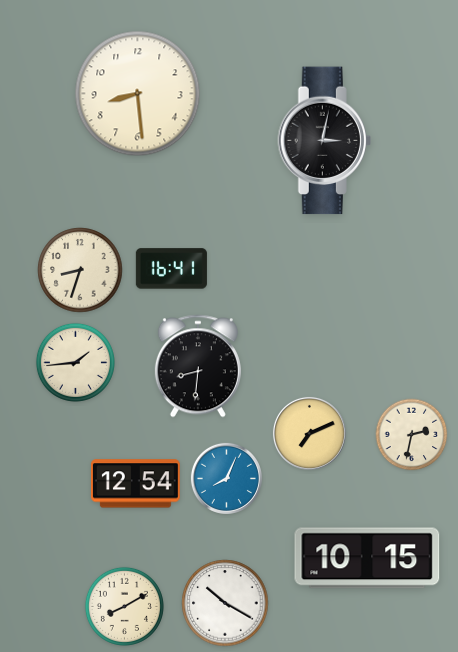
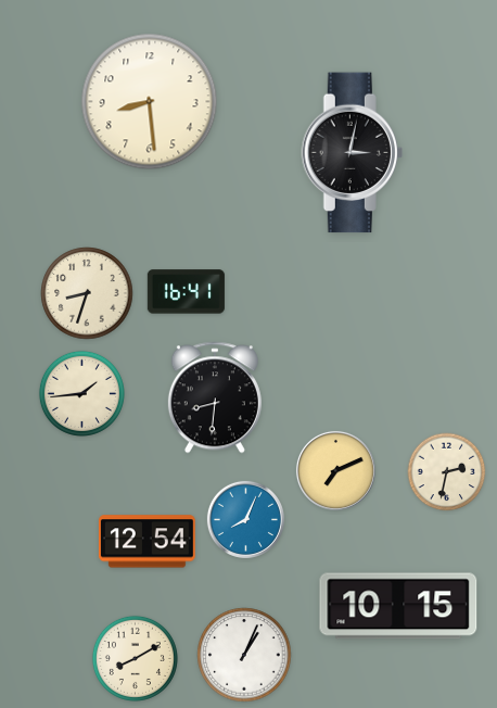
clock at (135, 484) position: (135, 484) -> (146, 542)
clock at (225, 603): 10:20 -> 1:04
